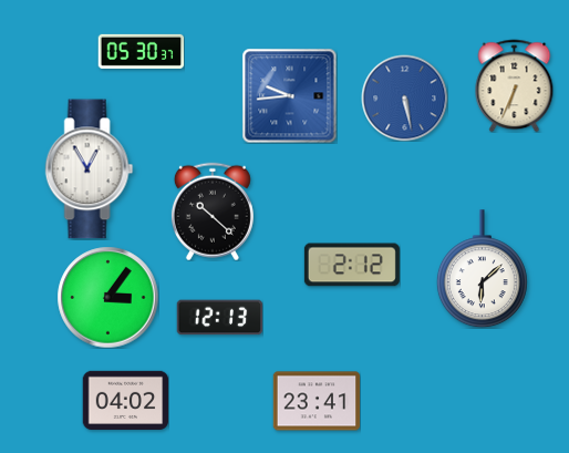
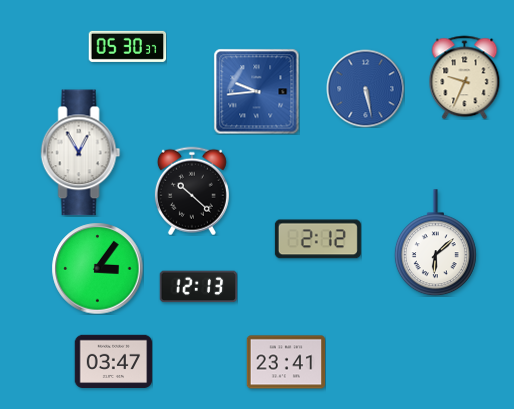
clock at (515, 85): 6:34 -> 9:34
clock at (289, 95) position: (289, 95) -> (256, 91)
clock at (125, 401): 04:02 -> 03:47
